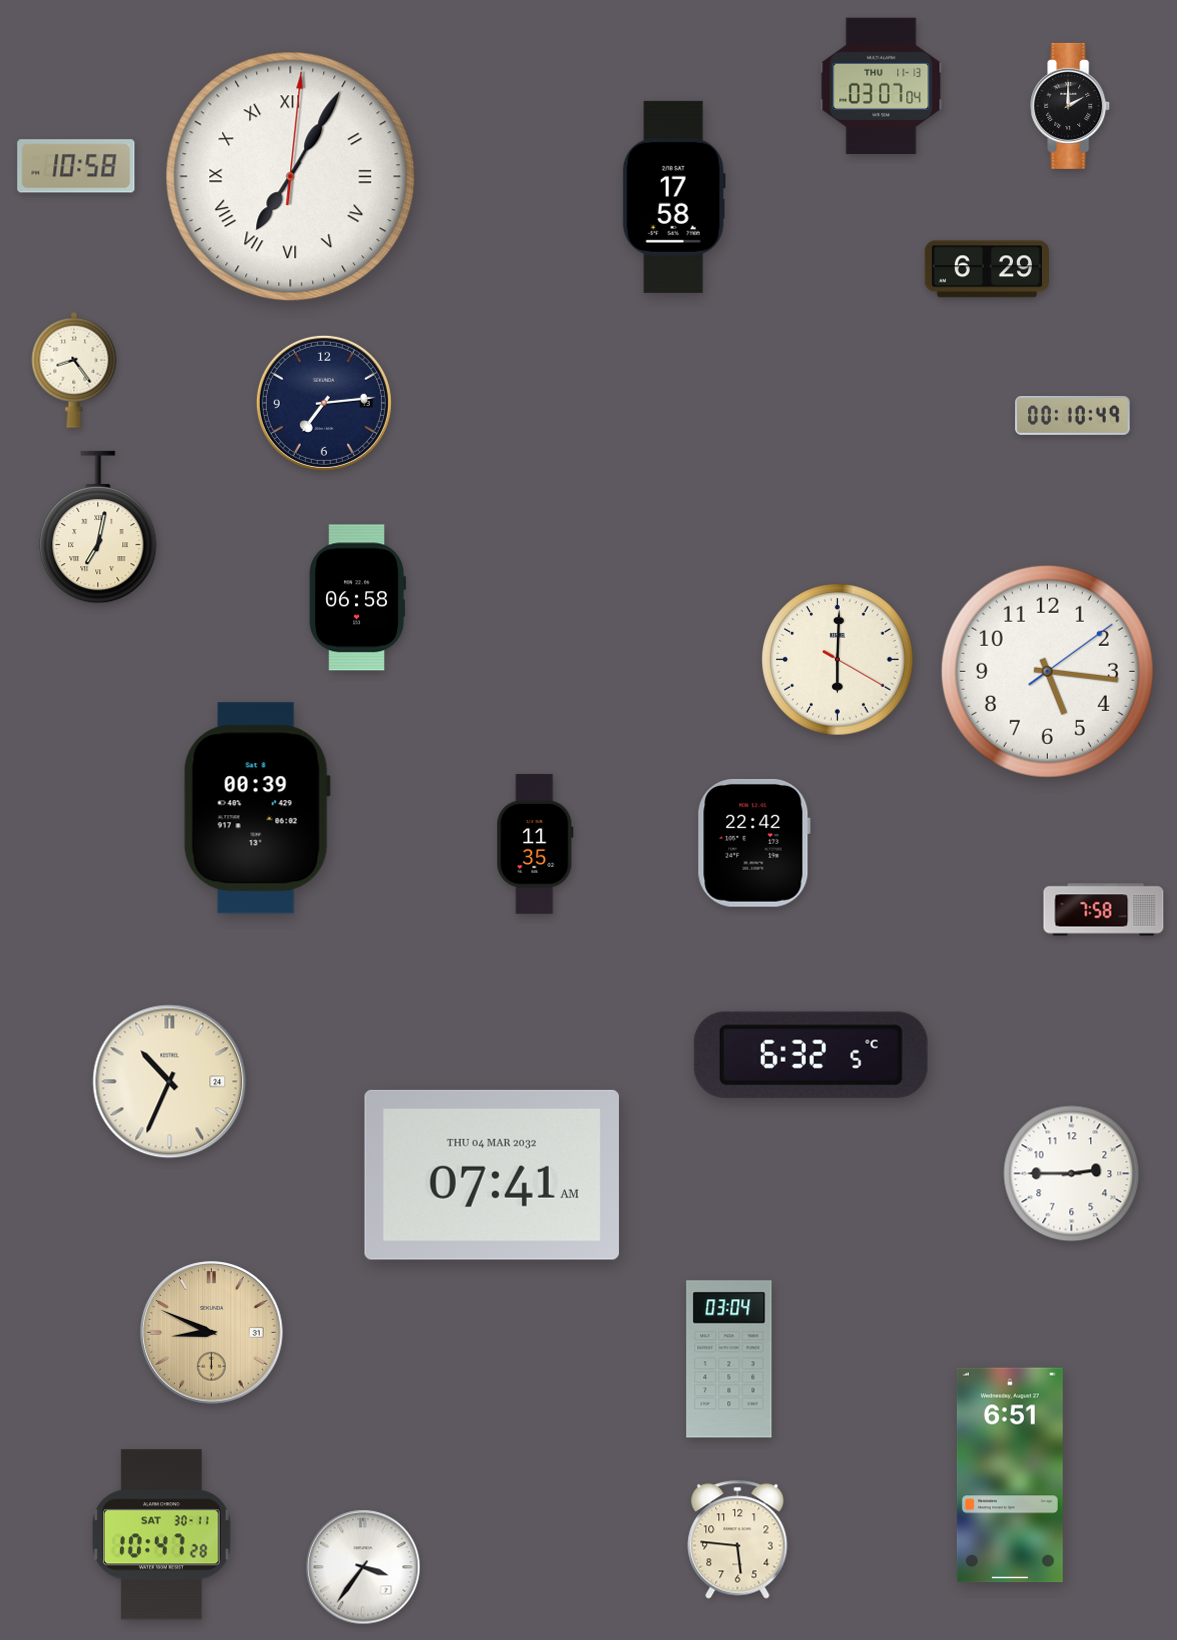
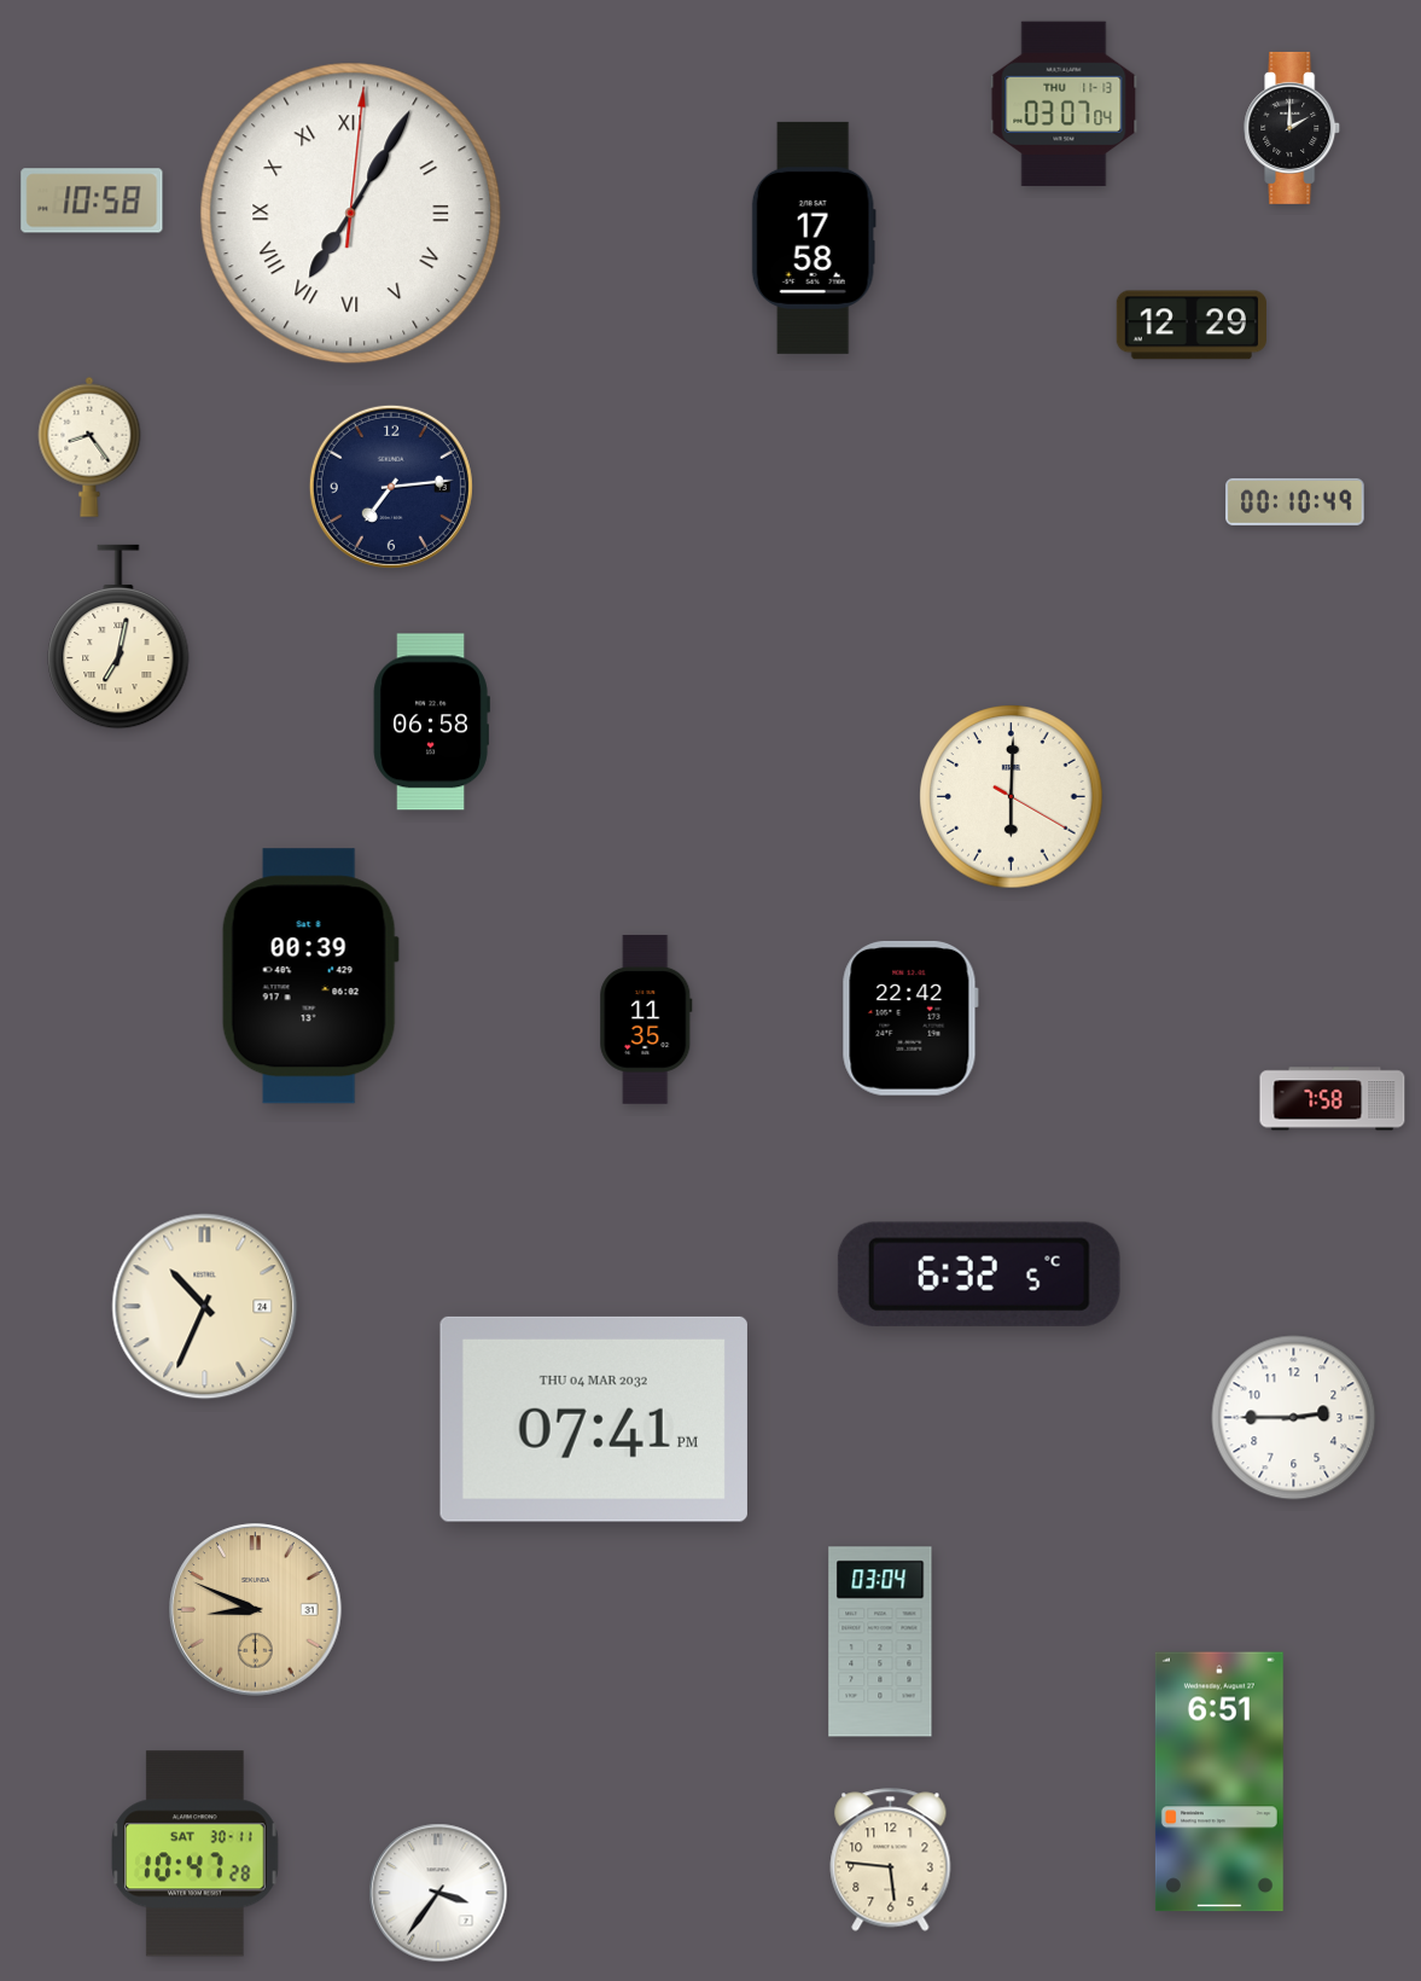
clock at (987, 269): 6:29 -> 12:29
clock at (1047, 671): 5:16 -> none
clock at (492, 1175): 07:41 AM -> 07:41 PM
